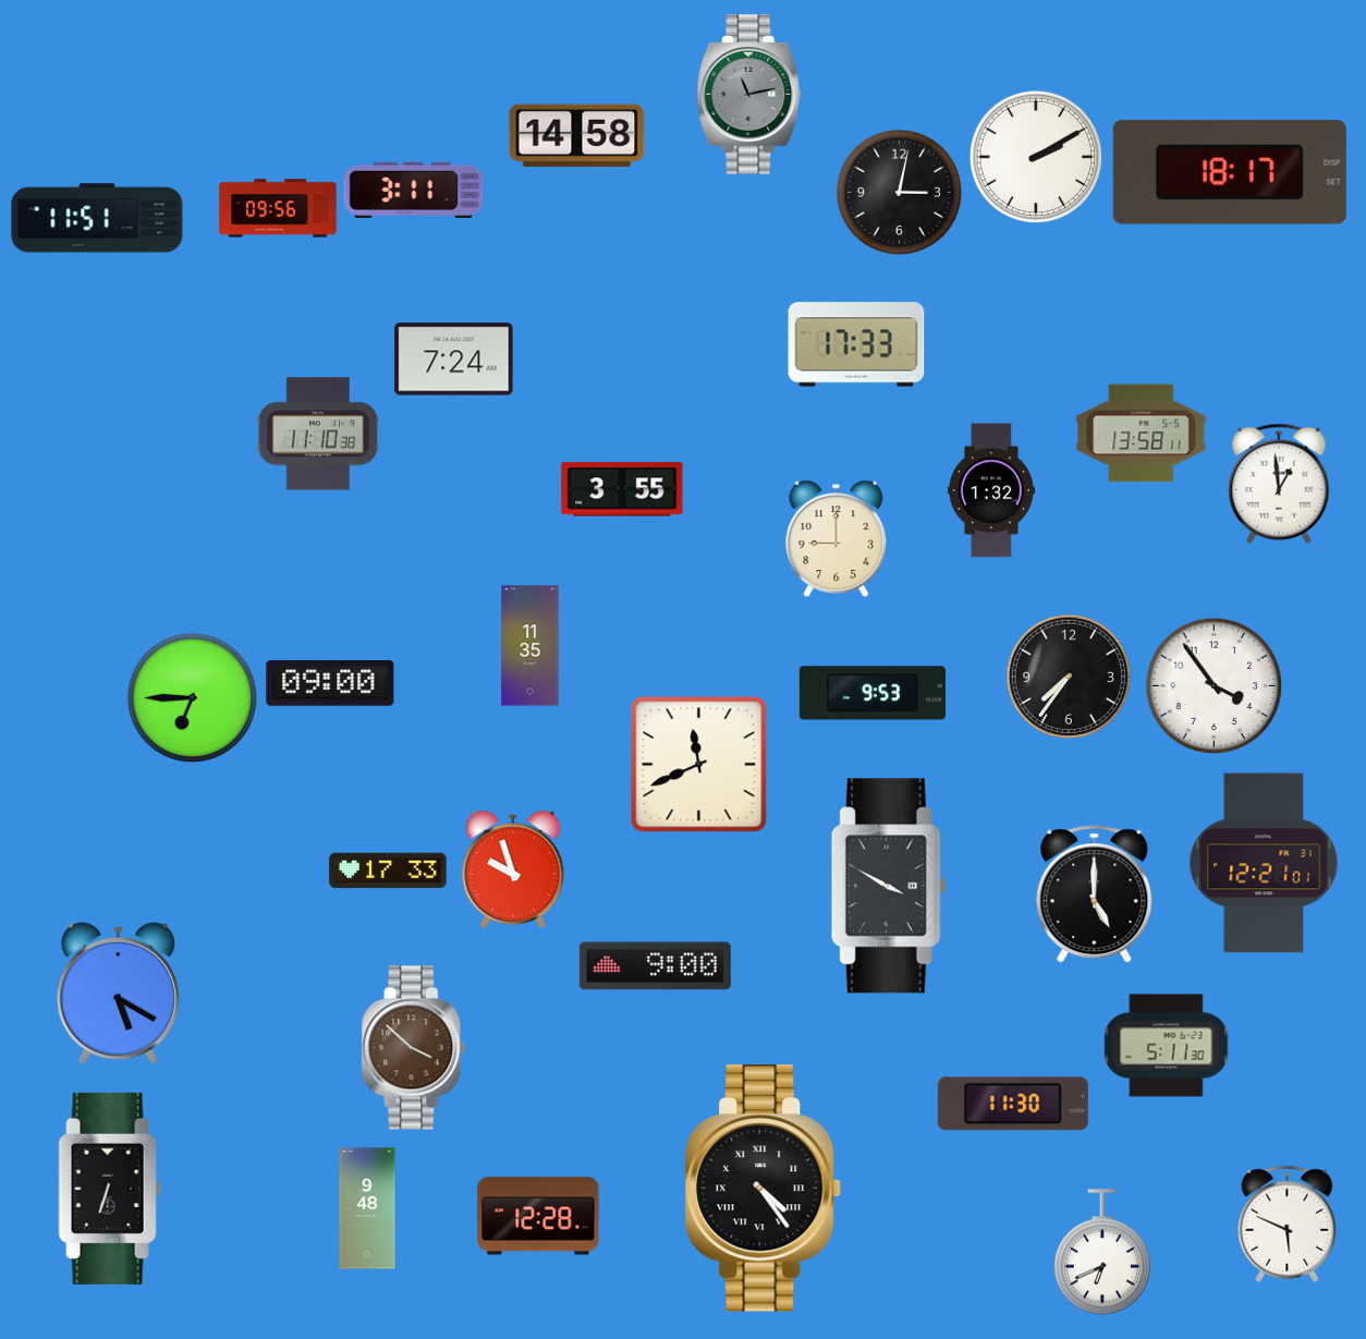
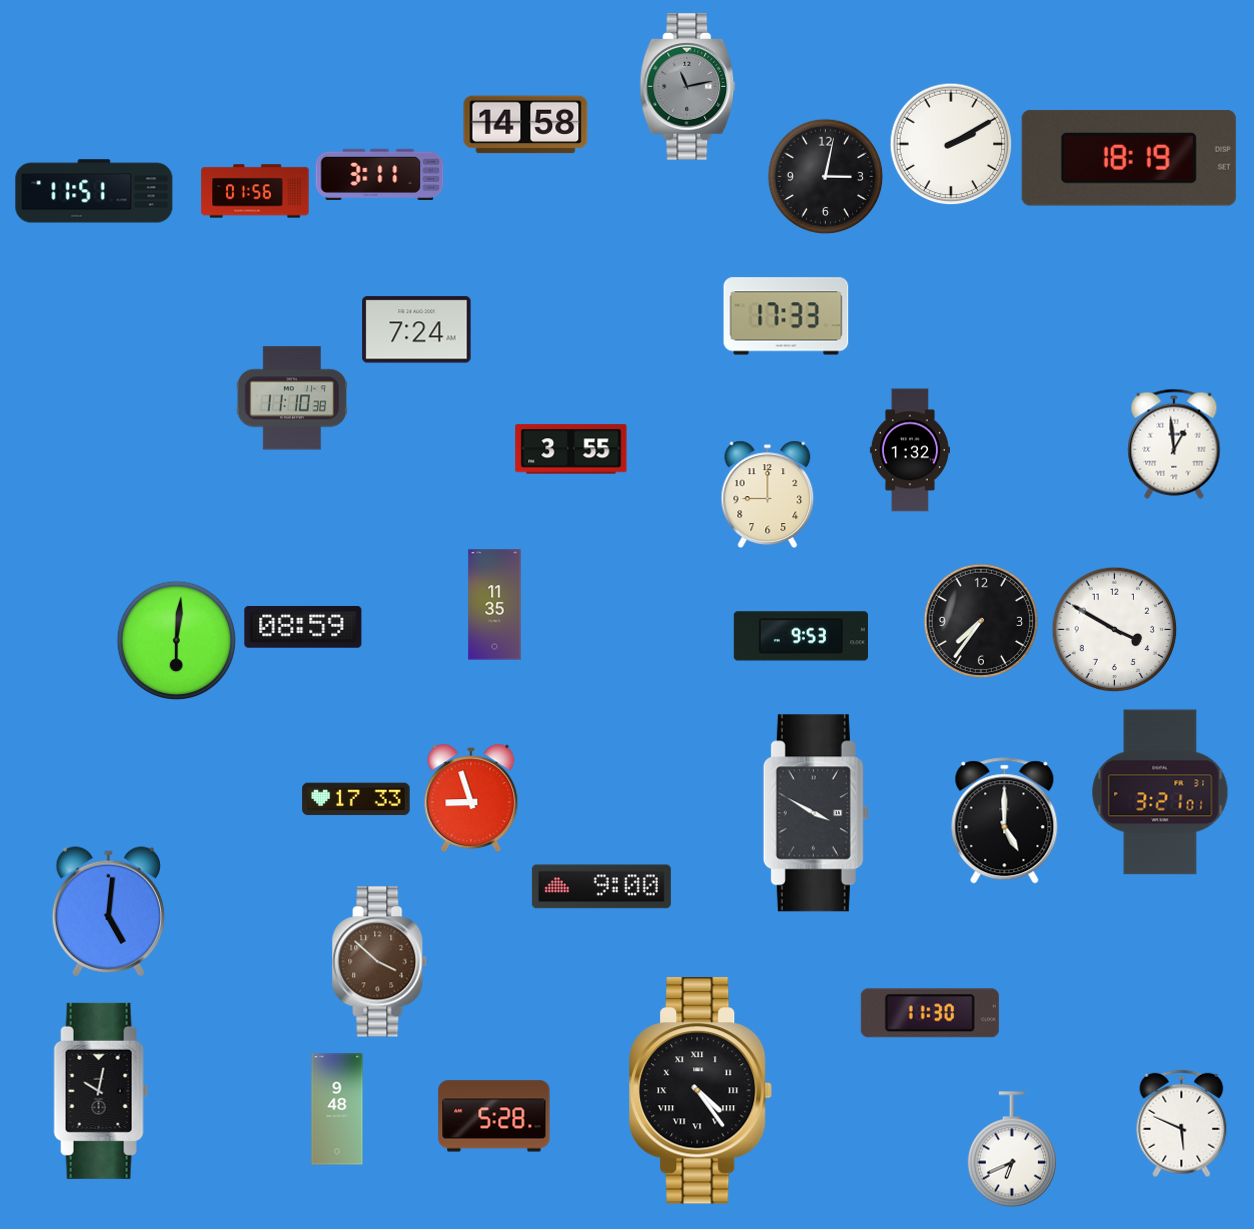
clock at (577, 136) position: (577, 136) -> (526, 125)
clock at (1230, 173): 18:17 -> 18:19
clock at (278, 208): 09:56 -> 01:56
clock at (97, 218) position: (97, 218) -> (94, 191)
clock at (1142, 434): 13:58 -> none
clock at (530, 646) position: (530, 646) -> (495, 605)
clock at (330, 683): 09:00 -> 08:59
clock at (1215, 686): 3:54 -> 3:50
clock at (193, 698): 6:45 -> 6:01
clock at (699, 765): 11:41 -> none
clock at (1264, 863): 12:21 -> 3:21
clock at (513, 869): 9:57 -> 8:57
clock at (118, 994): 5:20 -> 5:01
clock at (1167, 1046): 5:11 -> none
clock at (110, 1189): 6:33 -> 10:02
clock at (538, 1216): 12:28 -> 5:28
